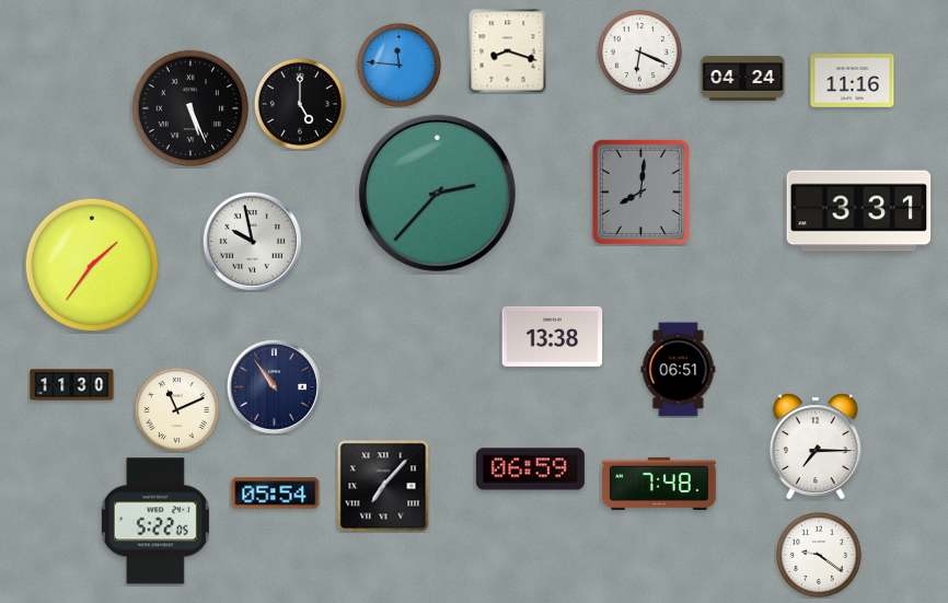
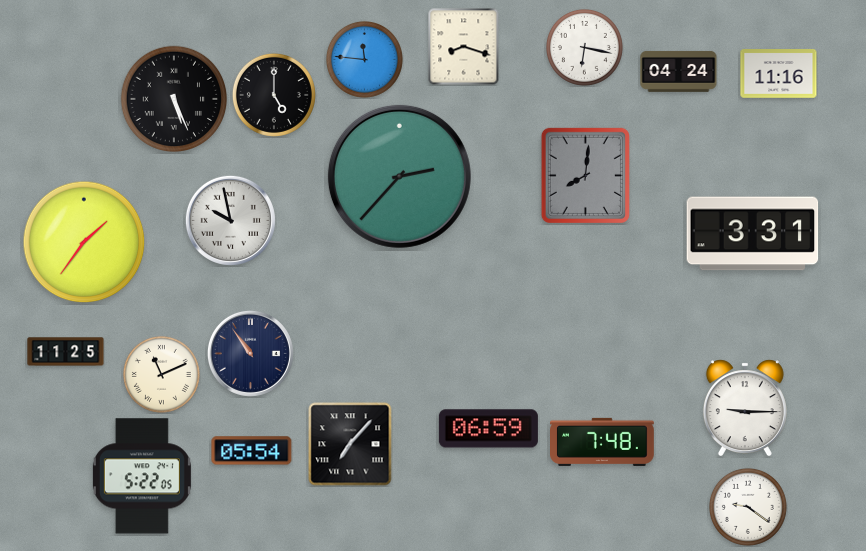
clock at (639, 51): 6:19 -> 6:17
clock at (859, 211) position: (859, 211) -> (753, 234)
clock at (553, 336): 13:38 -> none
clock at (679, 370): 06:51 -> none
clock at (72, 385): 11:30 -> 11:25
clock at (816, 447): 7:15 -> 9:15
clock at (530, 469) position: (530, 469) -> (488, 429)
